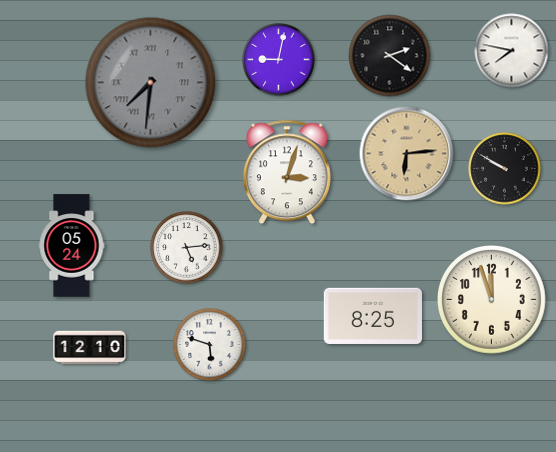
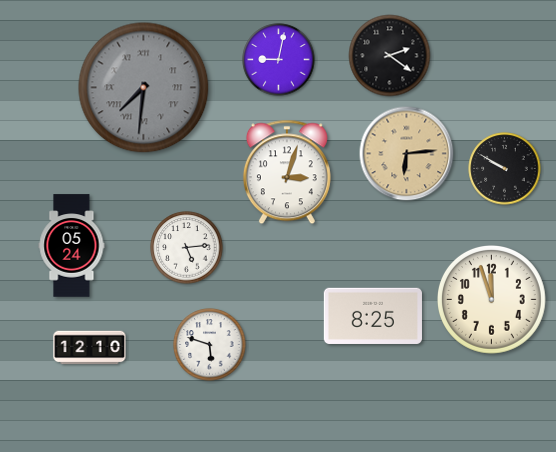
clock at (512, 51): 7:47 -> none
clock at (151, 83) position: (151, 83) -> (144, 88)
